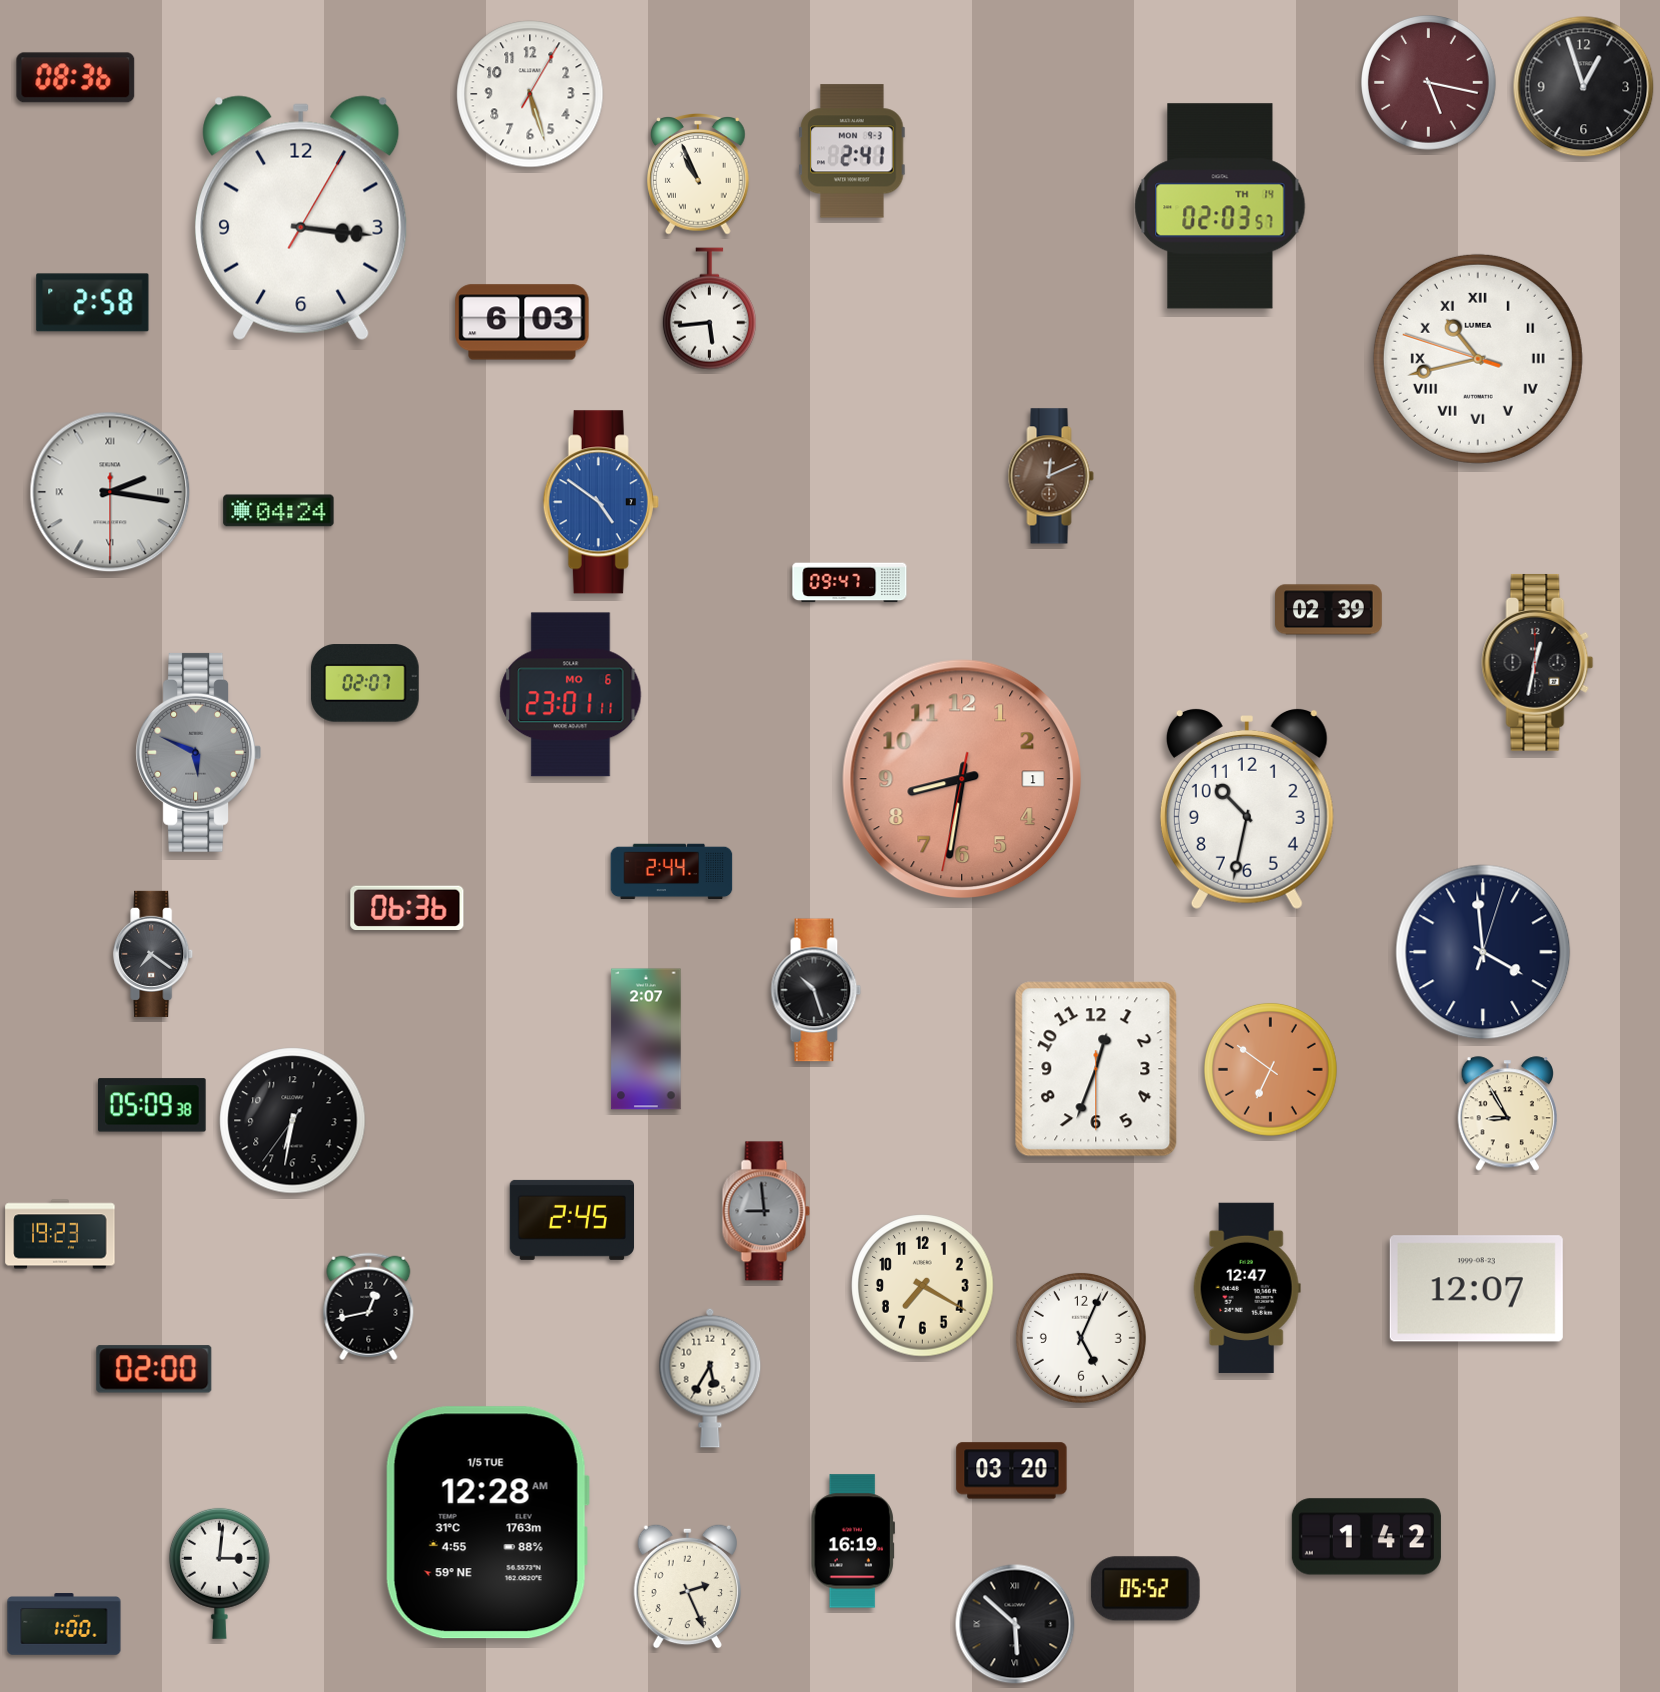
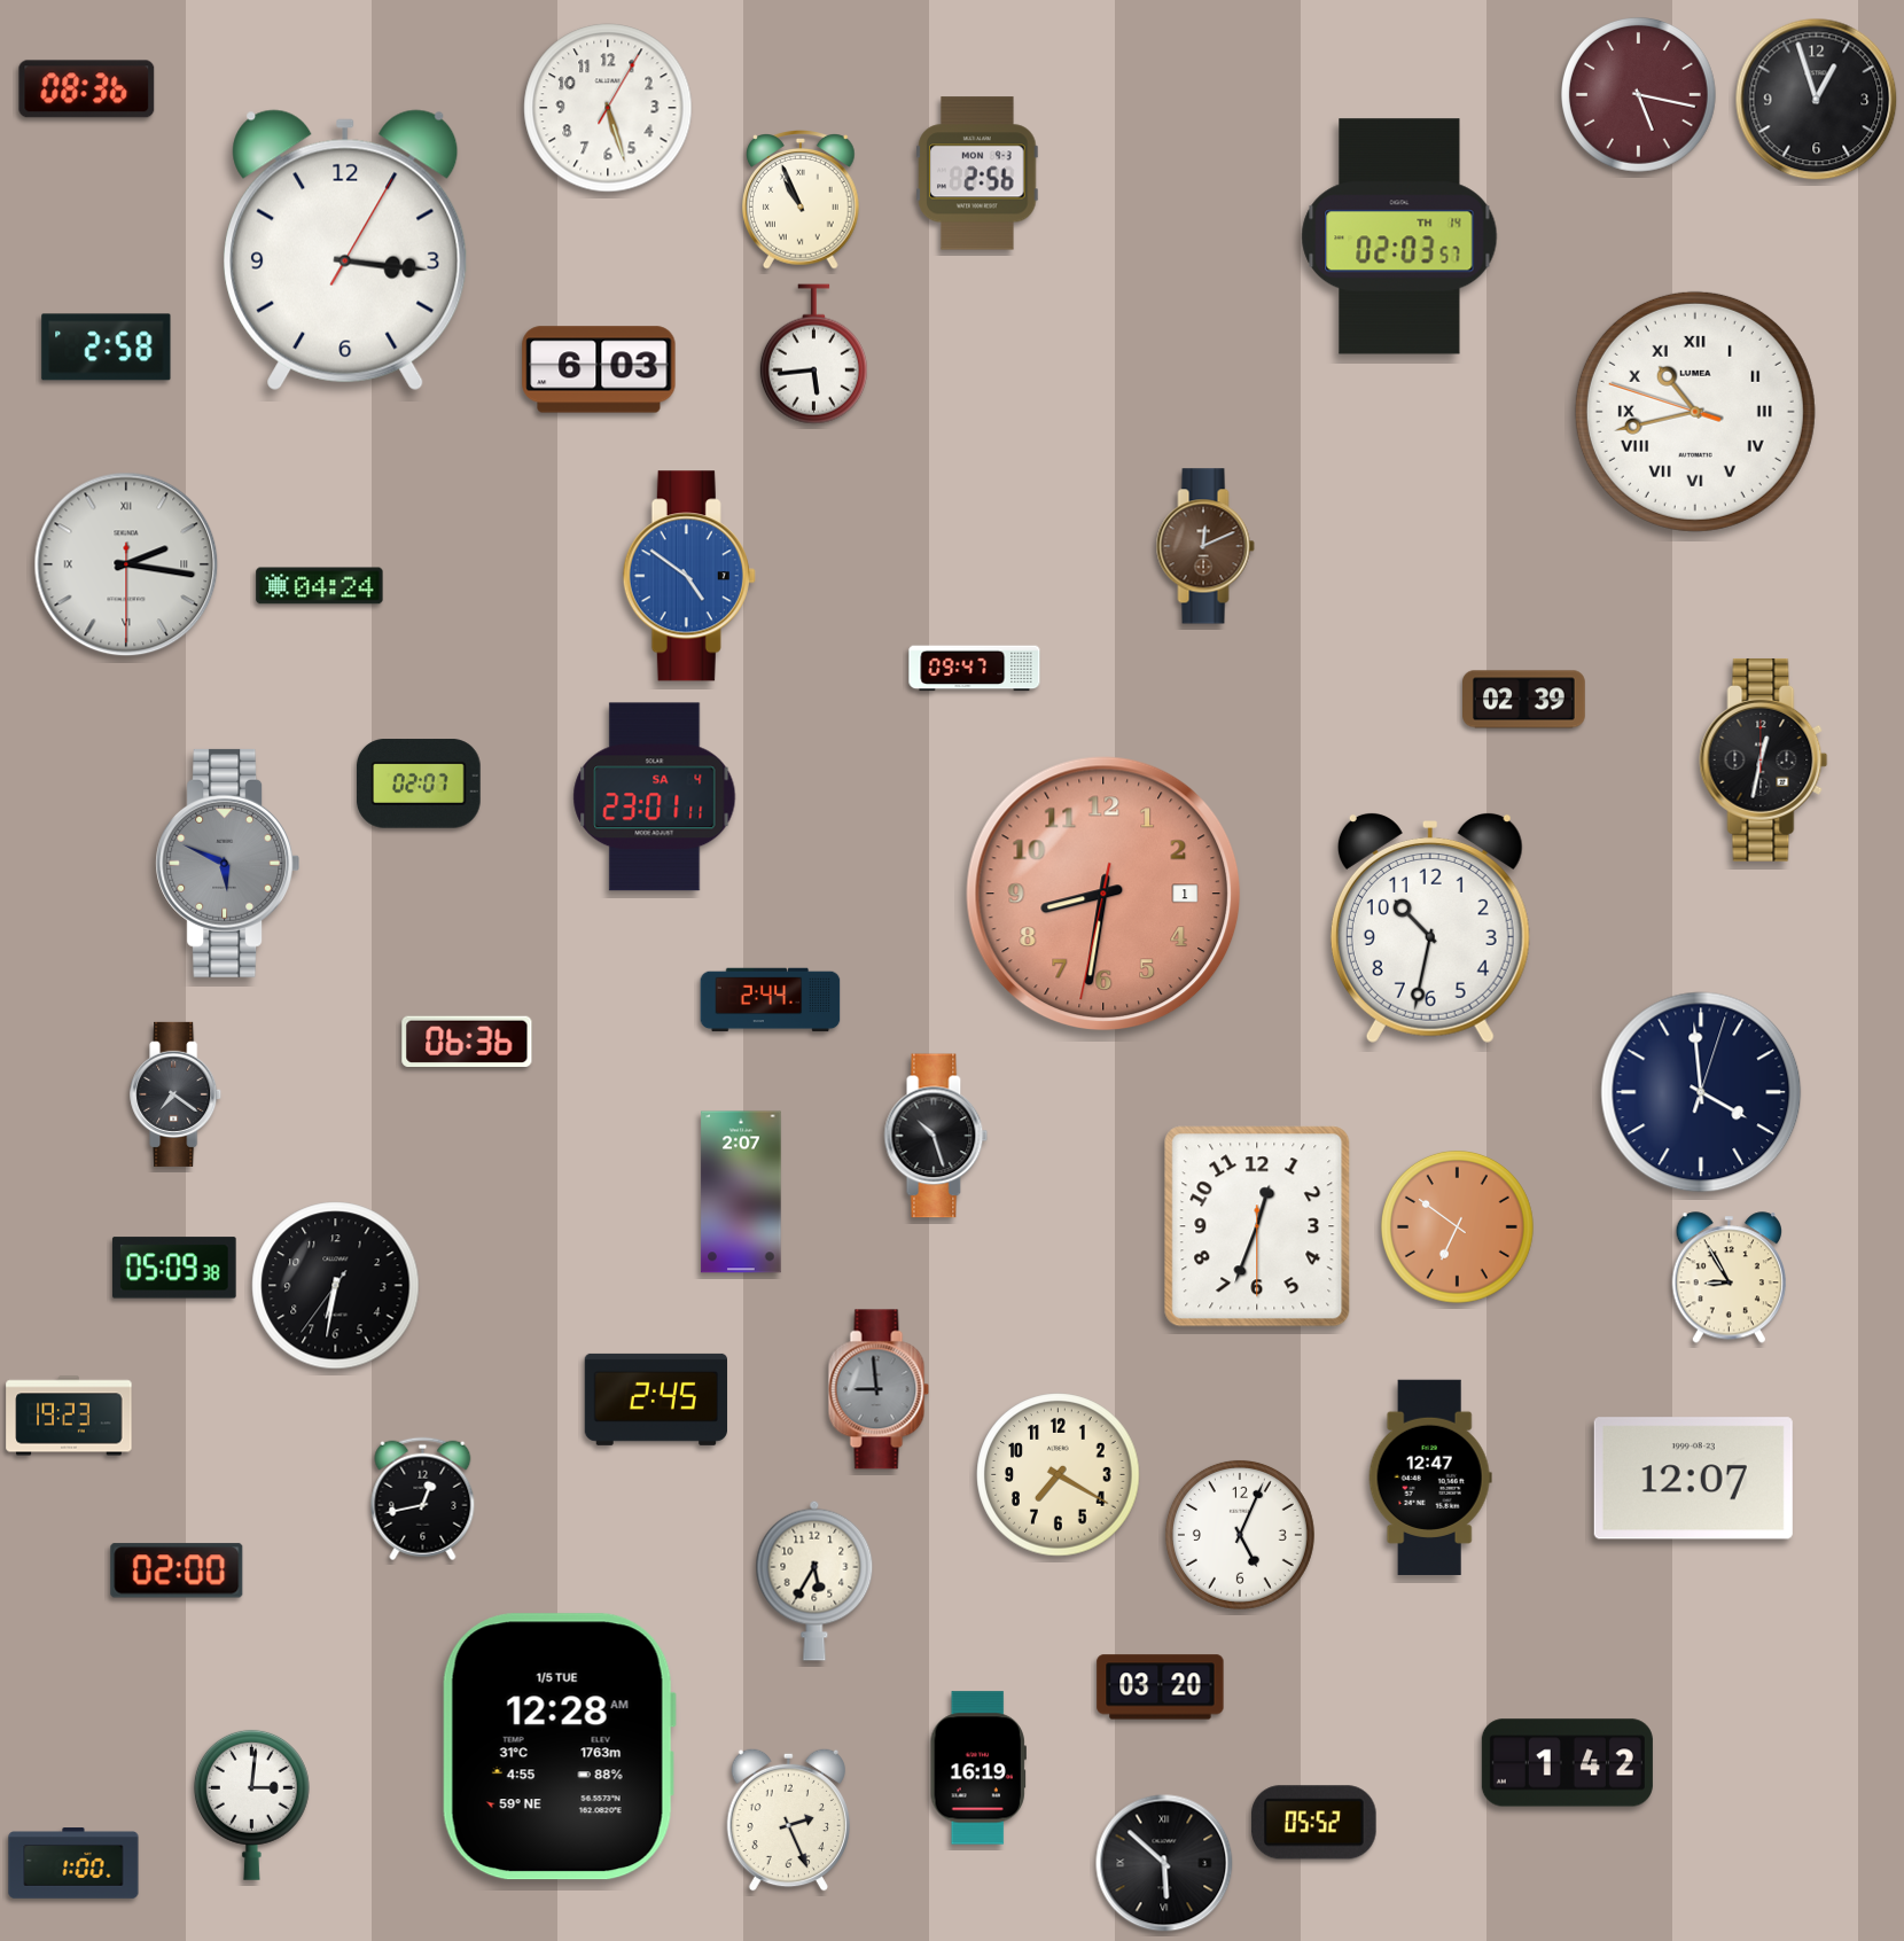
clock at (852, 151): 2:41 -> 2:56
clock at (571, 695) date: MO 6 -> SA 4
